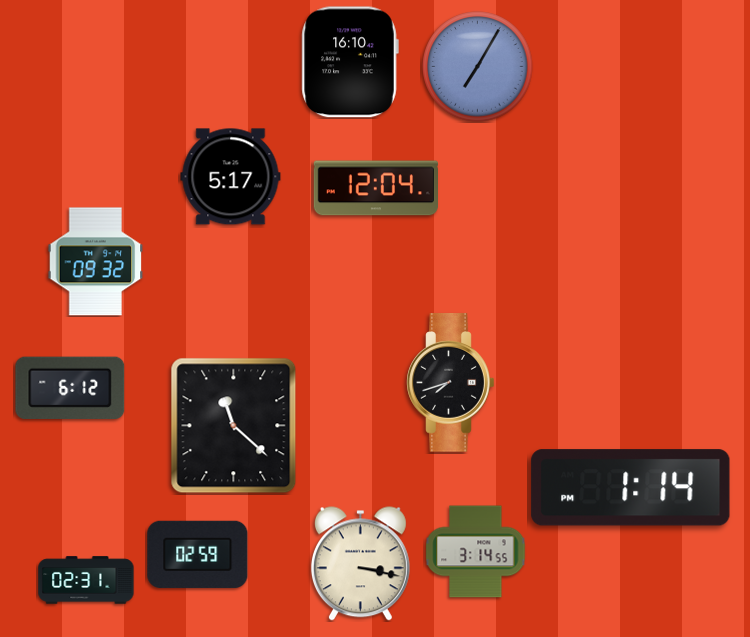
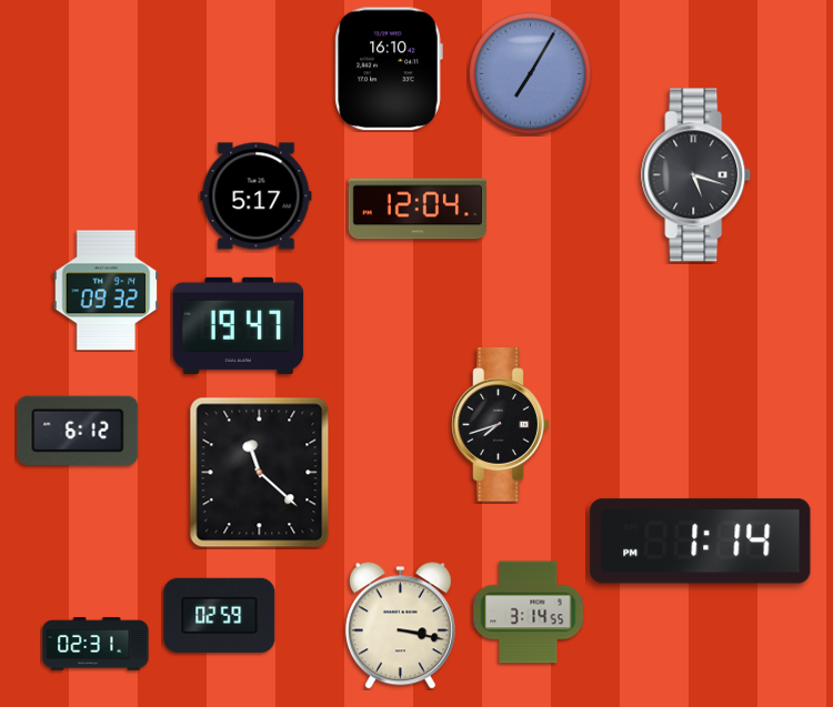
clock at (696, 175): none -> 5:18
clock at (239, 325): none -> 19:47
